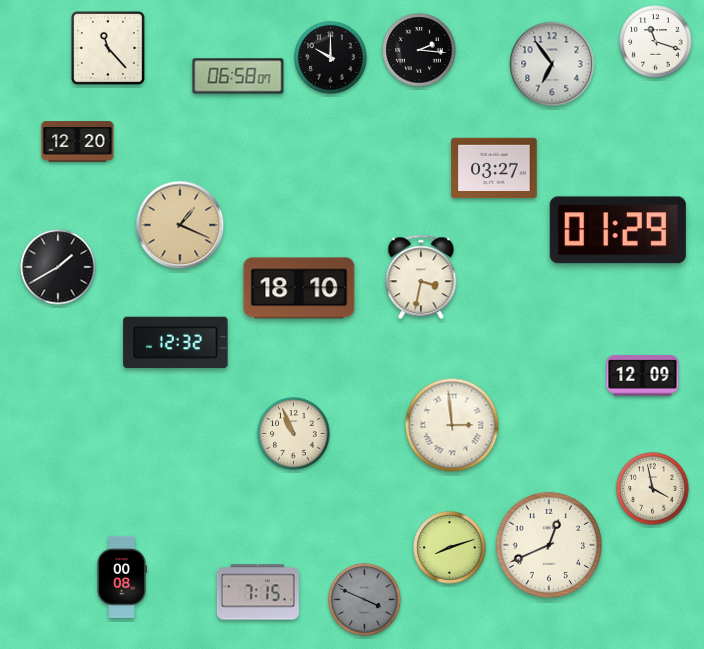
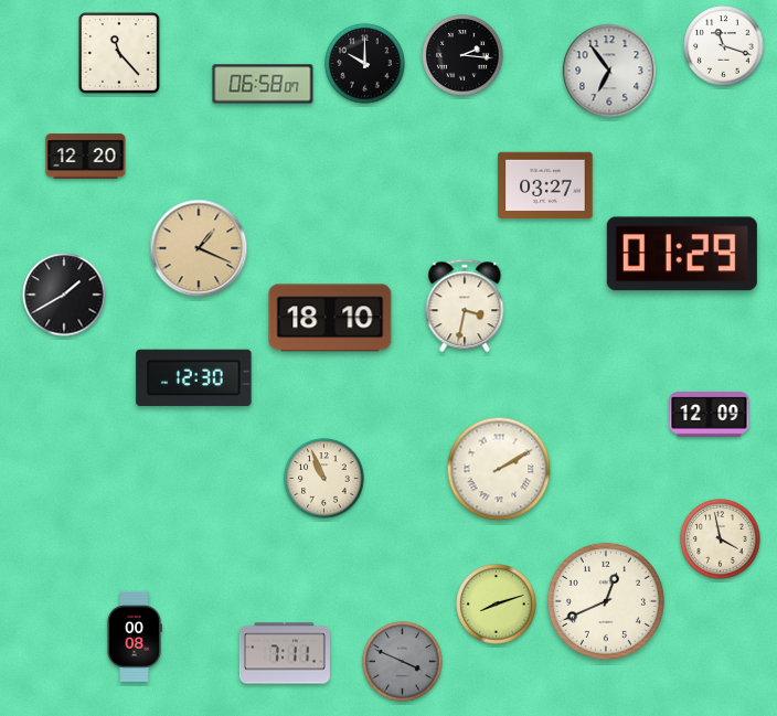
clock at (176, 343): 12:32 -> 12:30
clock at (452, 425): 2:59 -> 2:10
clock at (258, 592): 7:15 -> 7:11
